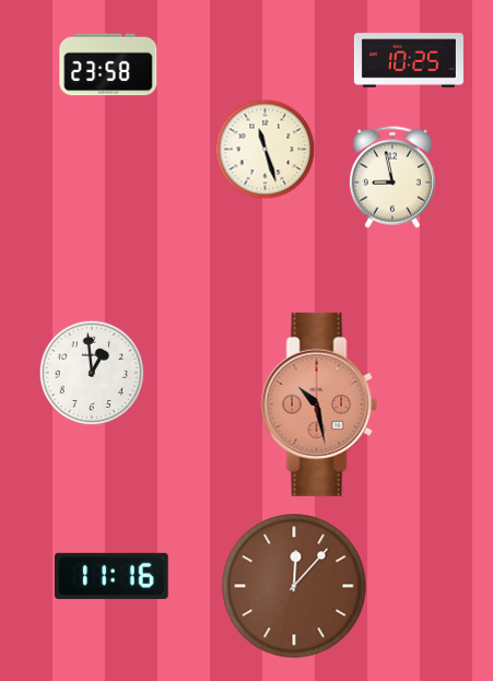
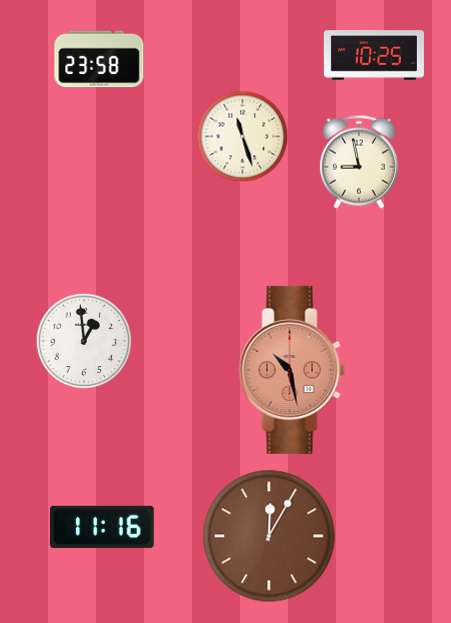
clock at (294, 586): 12:07 -> 12:05
